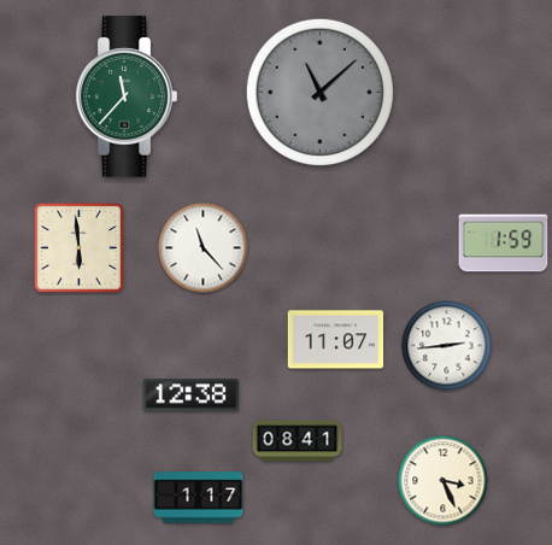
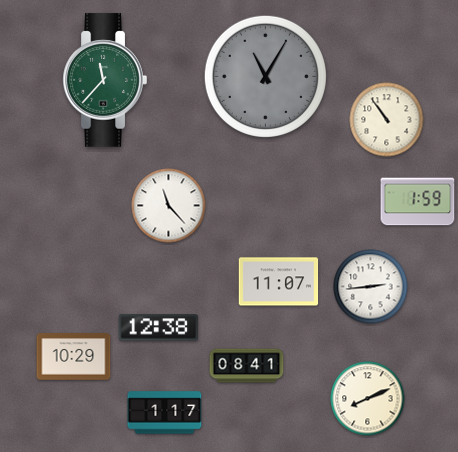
clock at (319, 92): 11:08 -> 11:05
clock at (387, 120): none -> 10:54
clock at (78, 247): 5:59 -> none
clock at (74, 357): none -> 10:29
clock at (444, 481): 3:26 -> 8:11
